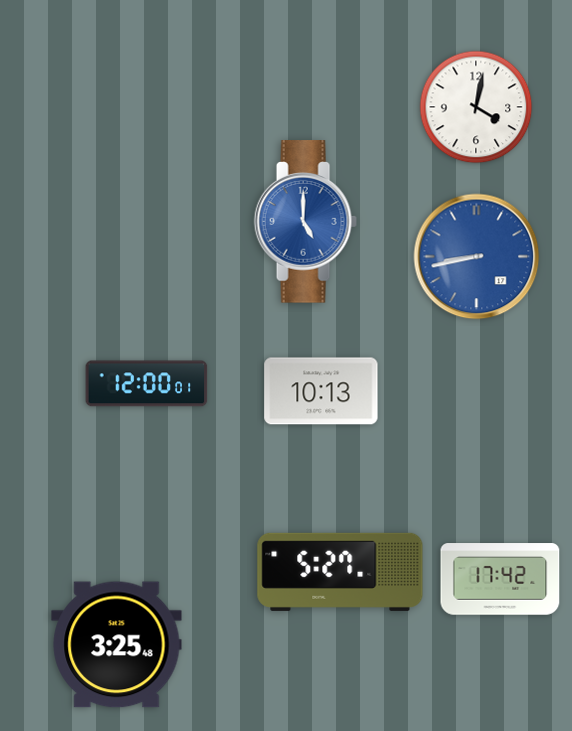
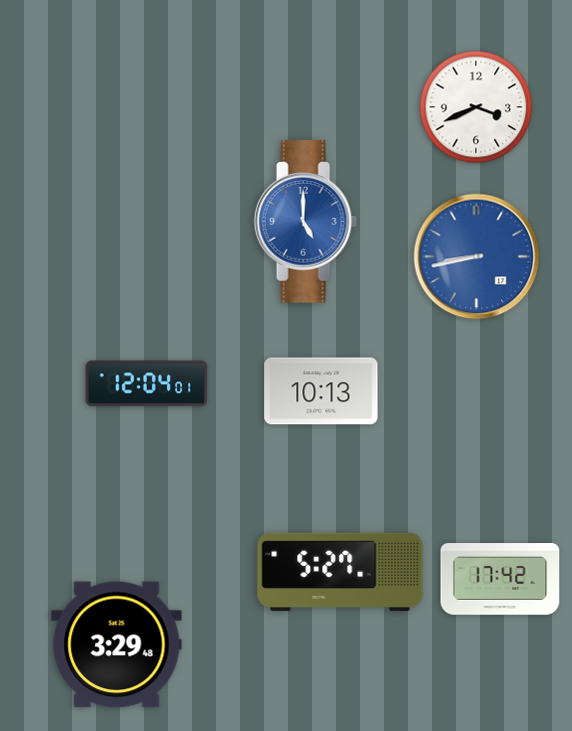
clock at (476, 107): 4:02 -> 3:41
clock at (147, 384): 12:00 -> 12:04
clock at (117, 645): 3:25 -> 3:29
